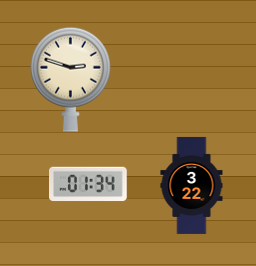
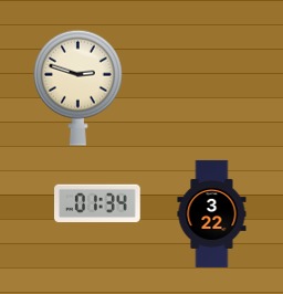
clock at (192, 185) position: (192, 185) -> (212, 213)
